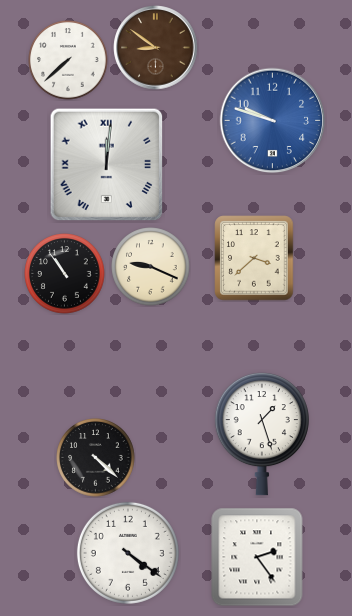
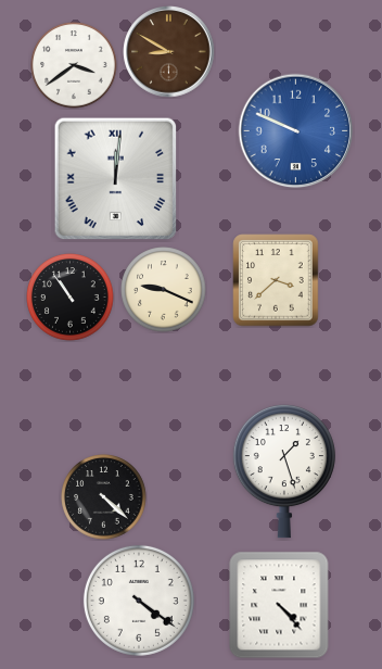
clock at (156, 48): 8:51 -> 8:50
clock at (68, 60): 7:38 -> 3:39
clock at (273, 121): 9:48 -> 9:49
clock at (257, 557): 2:24 -> 4:23
